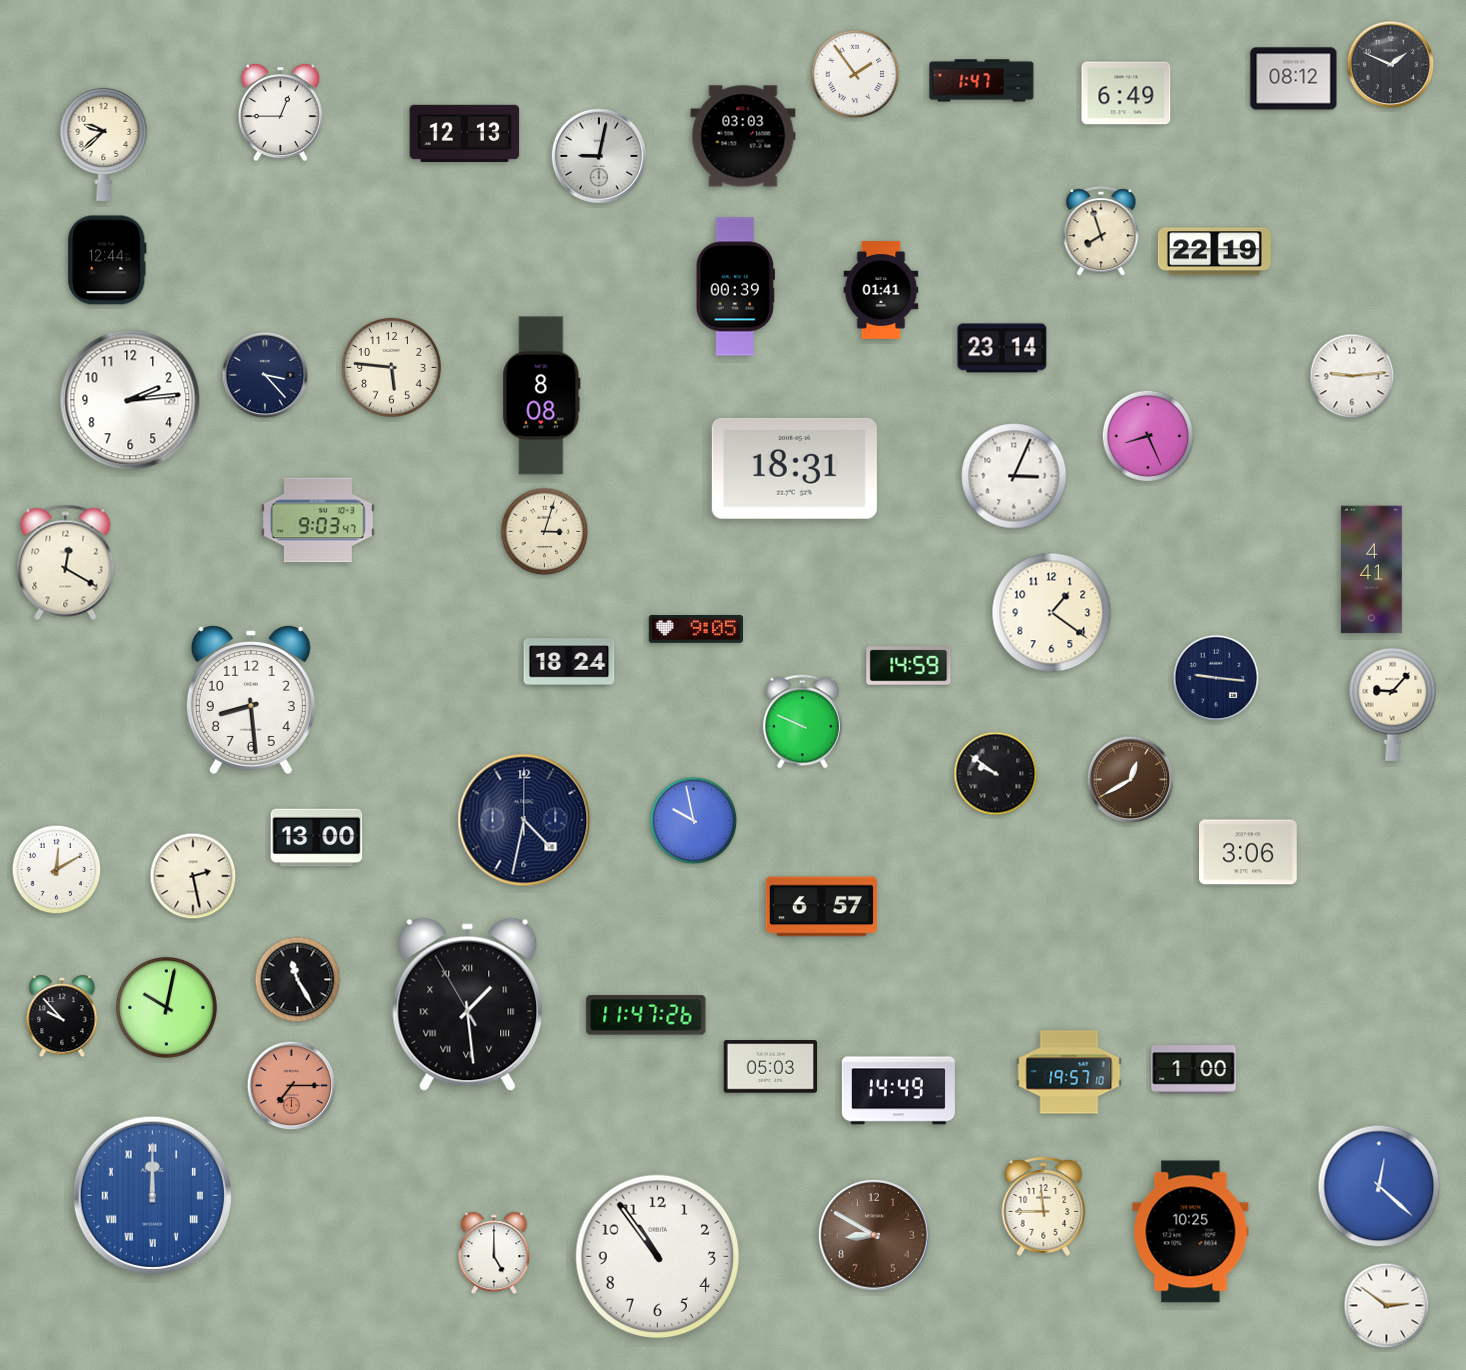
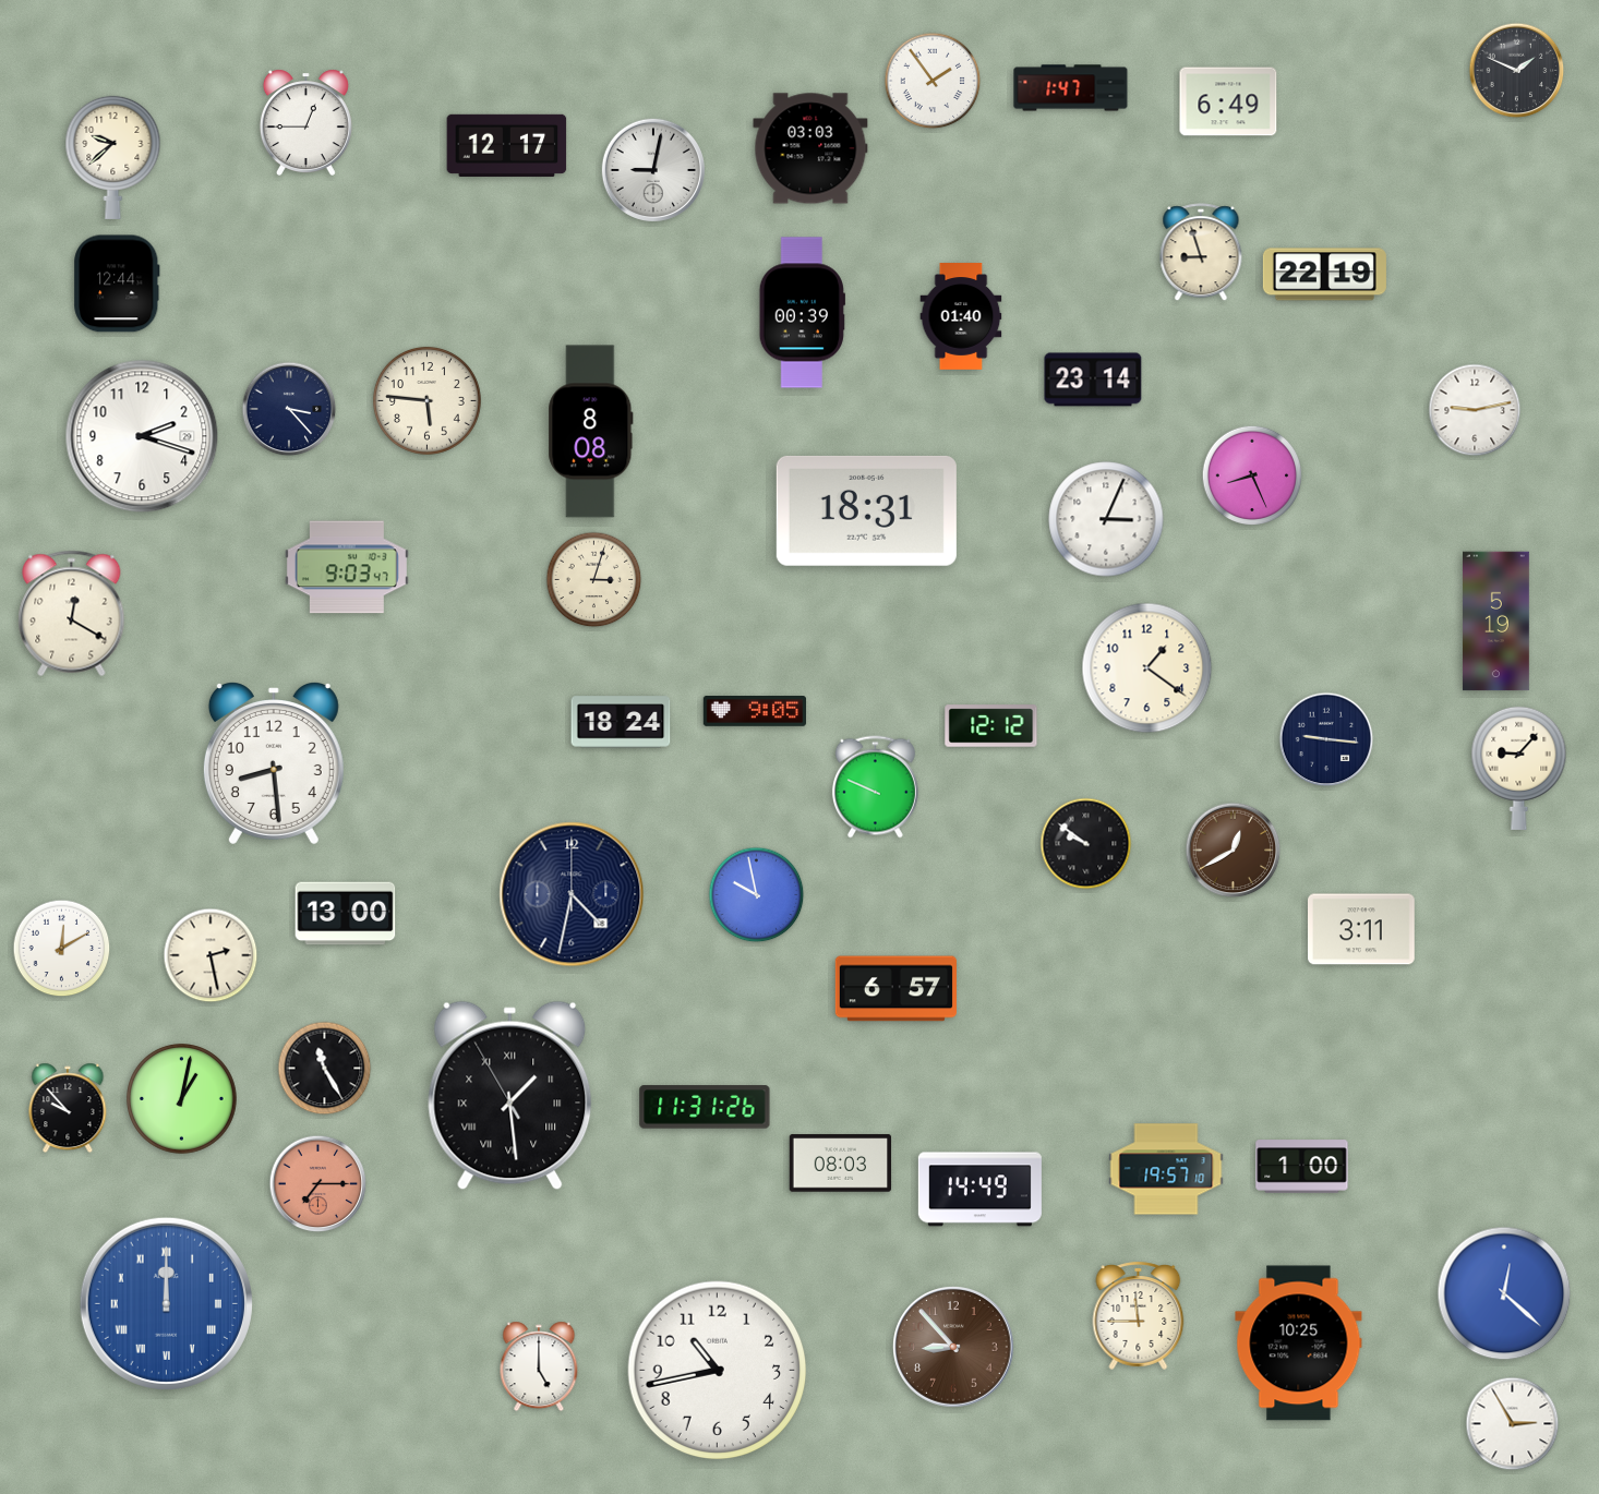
clock at (1294, 79): 08:12 -> none
clock at (465, 133): 12:13 -> 12:17
clock at (1101, 232): 7:57 -> 8:57
clock at (881, 290): 01:41 -> 01:40
clock at (1352, 376): 9:14 -> 9:13
clock at (130, 400): 2:14 -> 2:18
clock at (1371, 570): 4:41 -> 5:19
clock at (695, 630) position: (695, 630) -> (754, 712)
clock at (909, 666): 14:59 -> 12:12
clock at (1249, 852): 3:06 -> 3:11
clock at (167, 1008): 10:02 -> 1:02
clock at (646, 1015): 11:47 -> 11:31
clock at (771, 1067): 05:03 -> 08:03
clock at (874, 1235): 8:50 -> 8:53
clock at (658, 1257): 10:54 -> 10:43
clock at (1387, 1306): 2:51 -> 2:55
